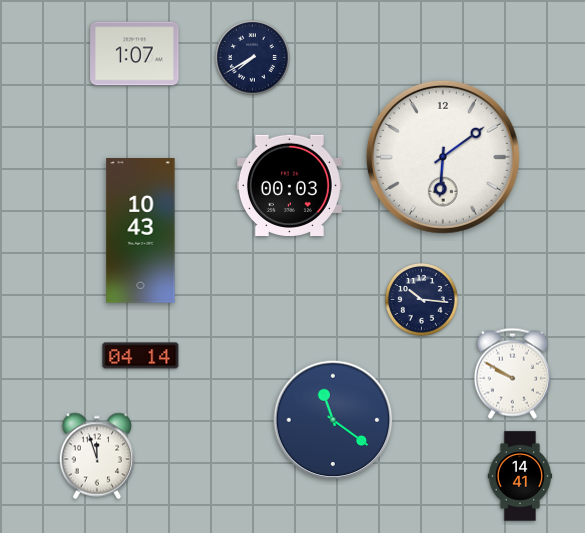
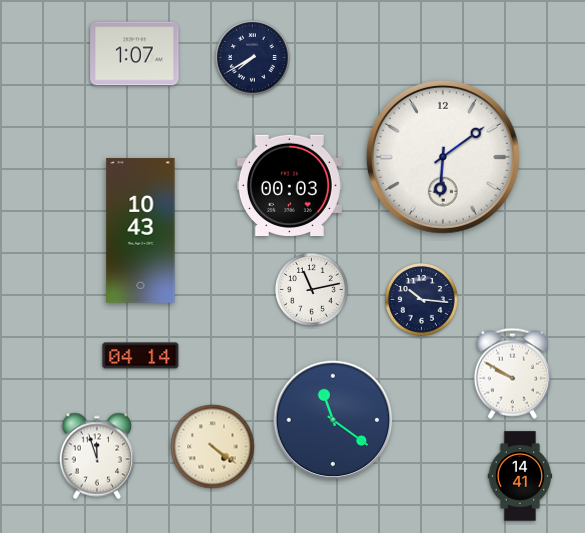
clock at (312, 290): none -> 11:13
clock at (213, 447): none -> 4:21
